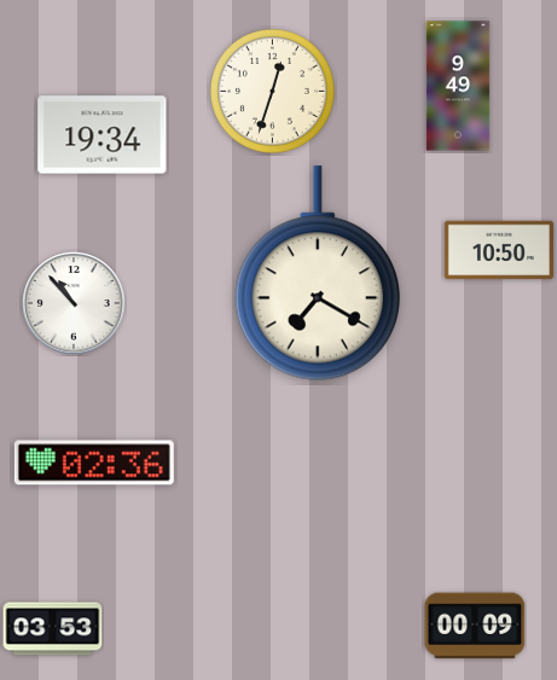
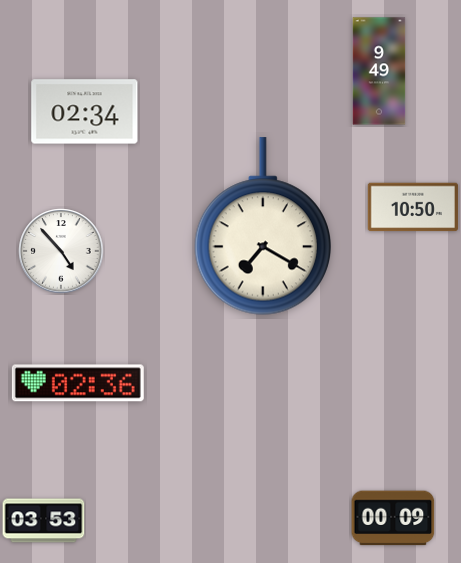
clock at (272, 91): 12:33 -> none
clock at (103, 135): 19:34 -> 02:34
clock at (74, 303): 10:53 -> 4:53
